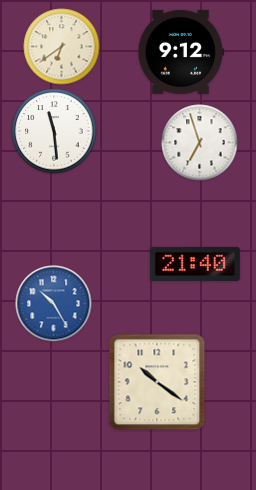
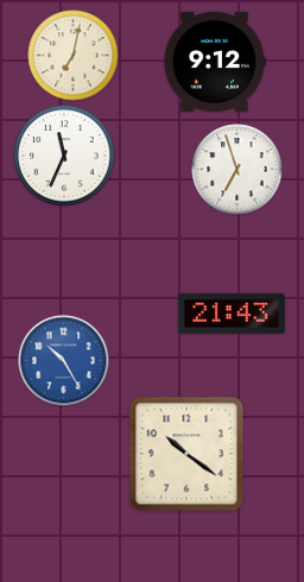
clock at (62, 47): 6:39 -> 7:02
clock at (54, 131): 11:29 -> 11:34
clock at (195, 264): 21:40 -> 21:43
